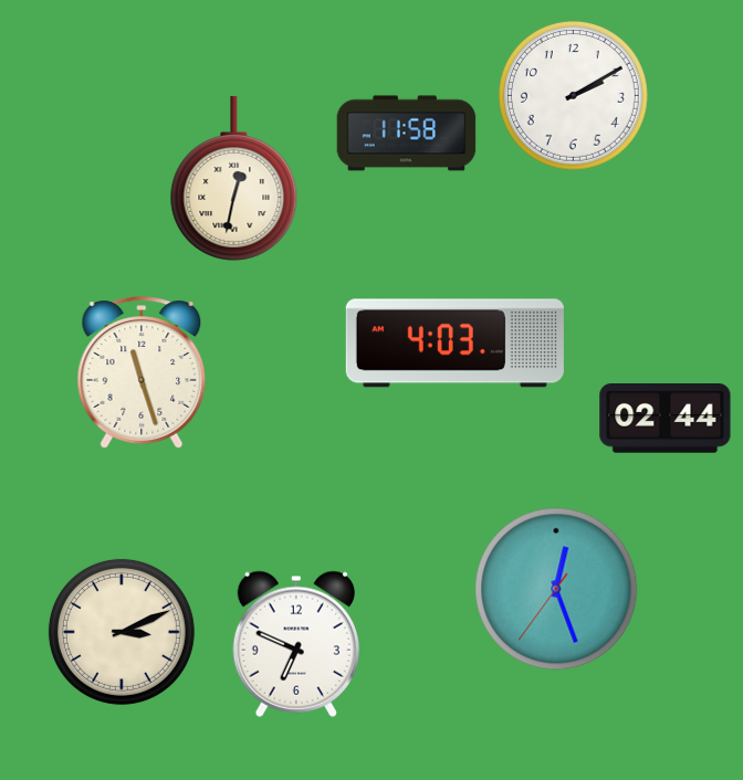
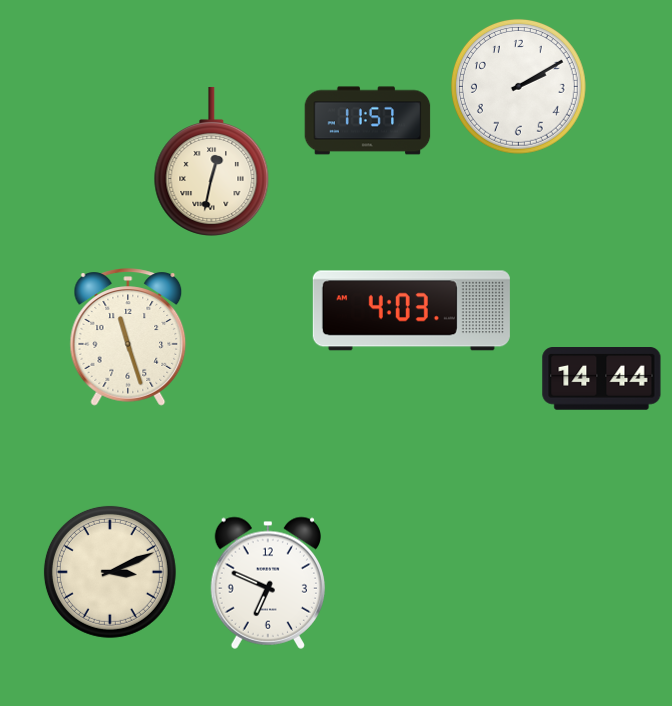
clock at (407, 134): 11:58 -> 11:57
clock at (666, 419): 02:44 -> 14:44
clock at (556, 589): 12:26 -> none
